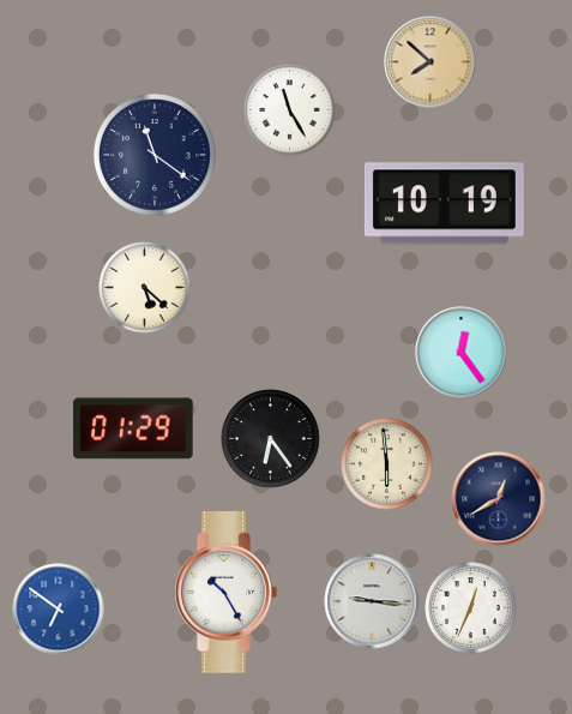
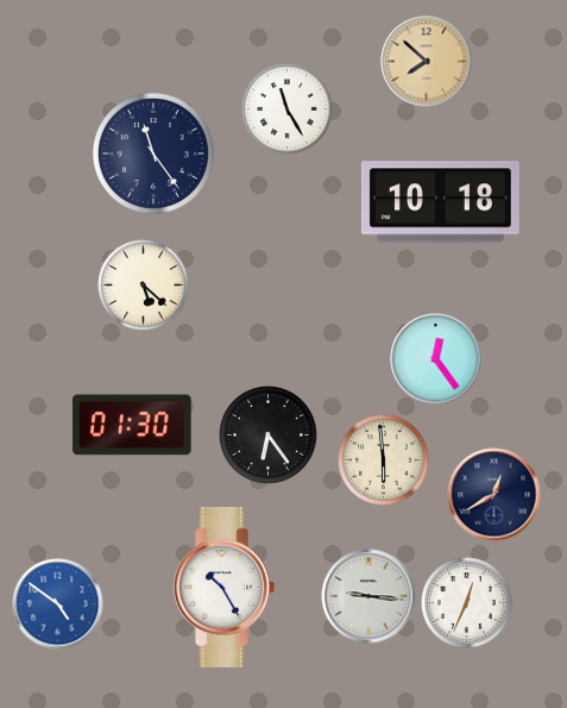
clock at (155, 155): 11:21 -> 11:24
clock at (444, 204): 10:19 -> 10:18
clock at (462, 353) position: (462, 353) -> (436, 359)
clock at (133, 428): 01:29 -> 01:30
clock at (59, 610): 6:51 -> 4:51
